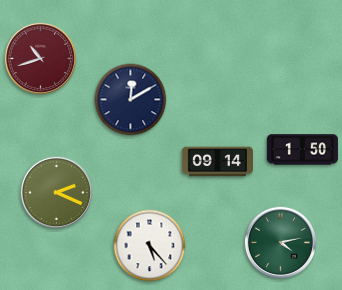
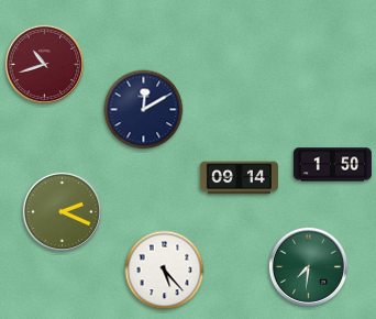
clock at (280, 242): 4:13 -> 7:31
